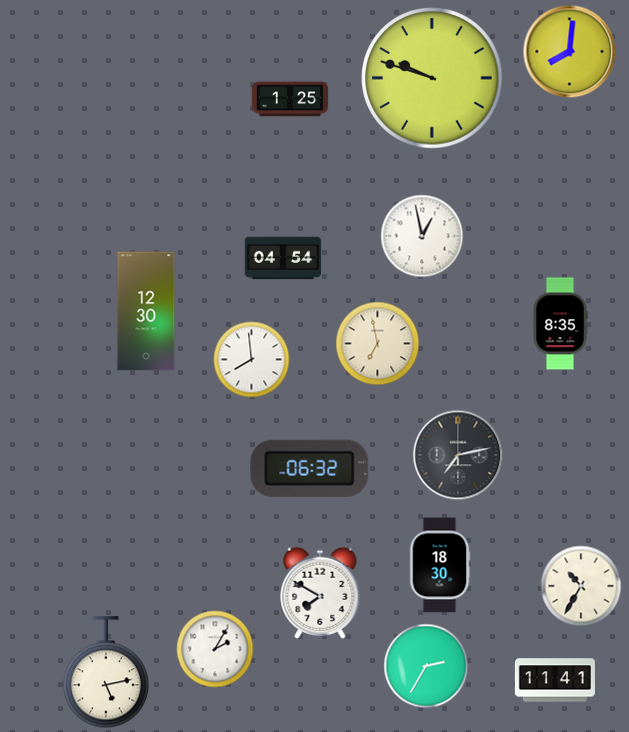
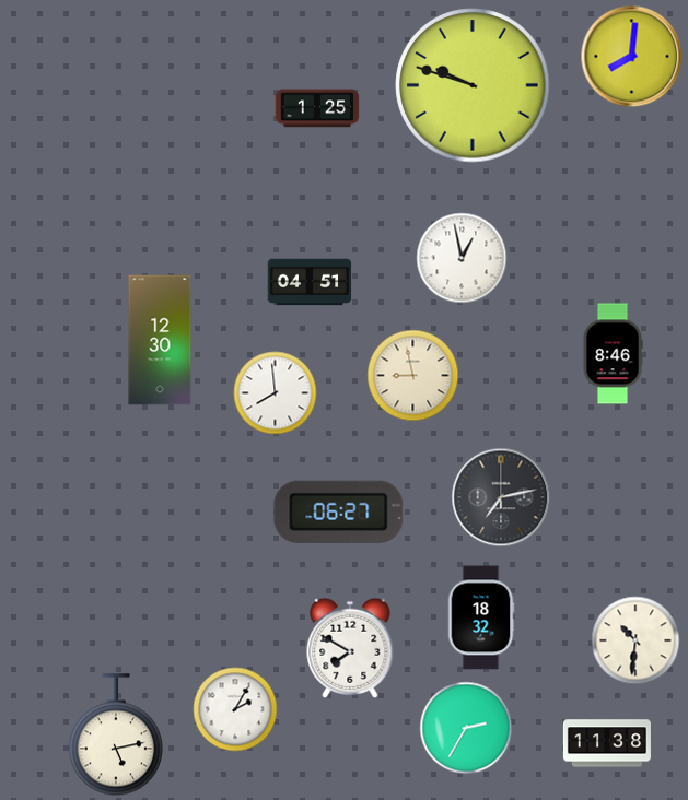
clock at (570, 52) position: (570, 52) -> (632, 57)
clock at (283, 258): 04:54 -> 04:51
clock at (560, 324): 8:35 -> 8:46
clock at (378, 344): 6:58 -> 8:58
clock at (310, 468): 06:32 -> 06:27
clock at (440, 565): 18:30 -> 18:32
clock at (581, 586): 10:35 -> 10:31
clock at (555, 680): 11:41 -> 11:38
